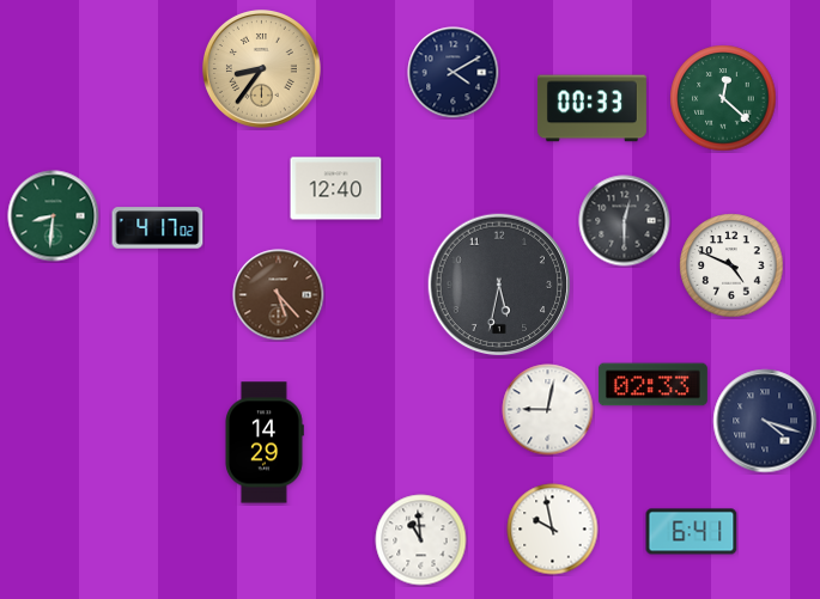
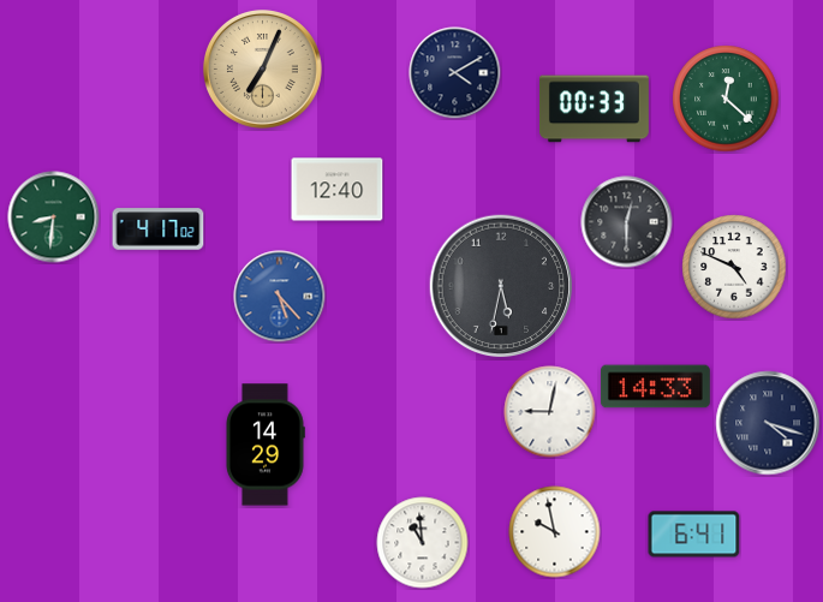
clock at (262, 69): 8:36 -> 7:04
clock at (279, 295) dial: brown -> blue
clock at (652, 385): 02:33 -> 14:33
